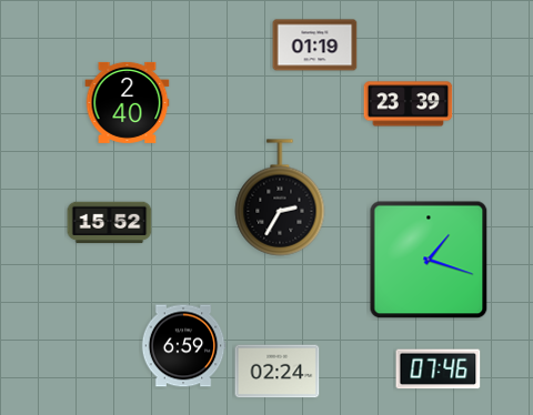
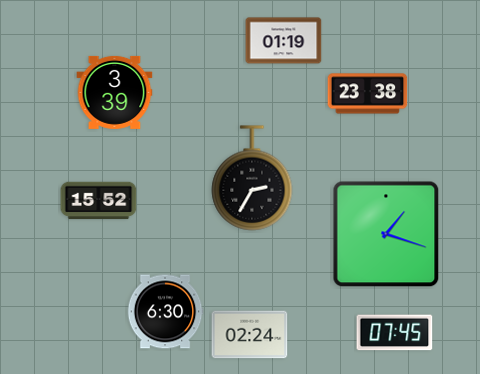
clock at (128, 102): 2:40 -> 3:39
clock at (409, 104): 23:39 -> 23:38
clock at (183, 346): 6:59 -> 6:30
clock at (439, 370): 07:46 -> 07:45
